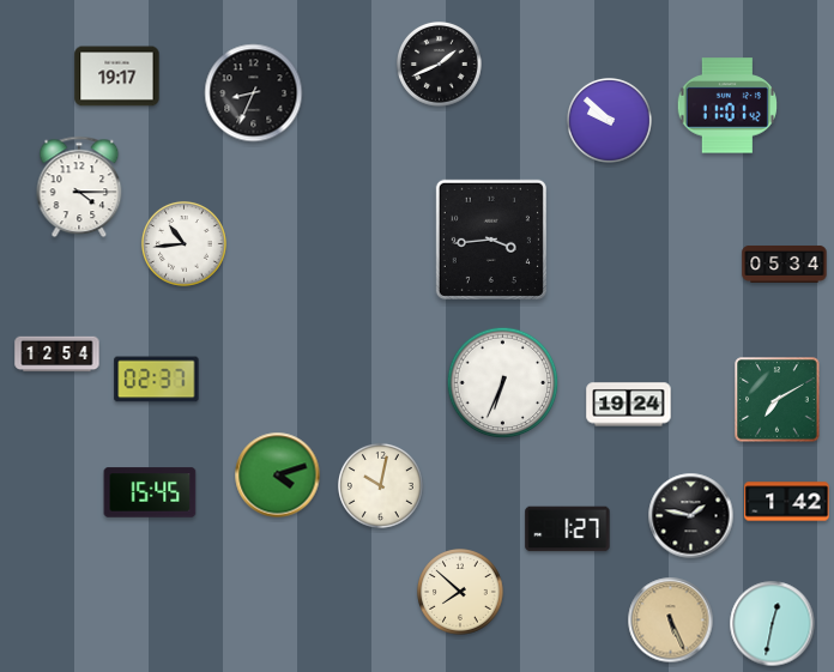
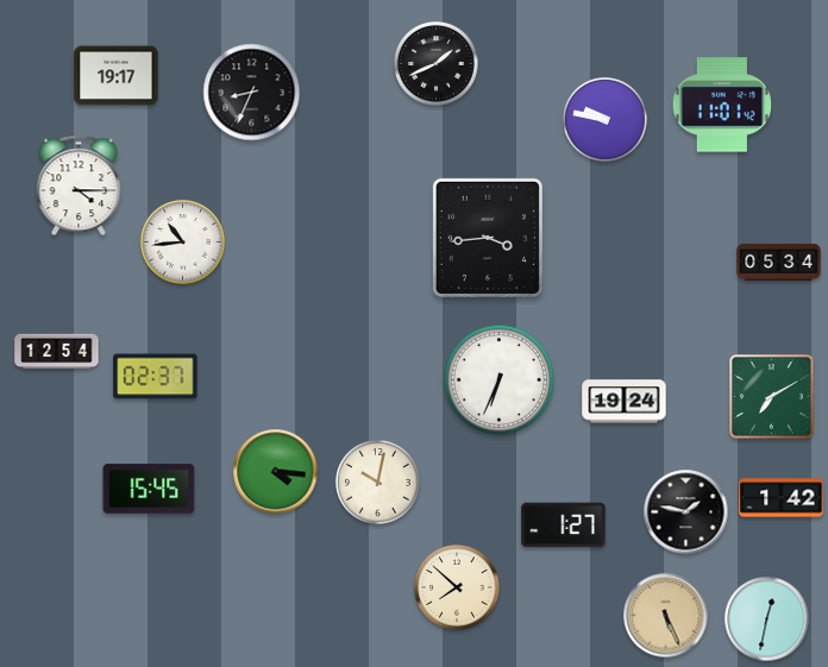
clock at (610, 121): 9:52 -> 9:47
clock at (278, 476): 4:12 -> 4:16
